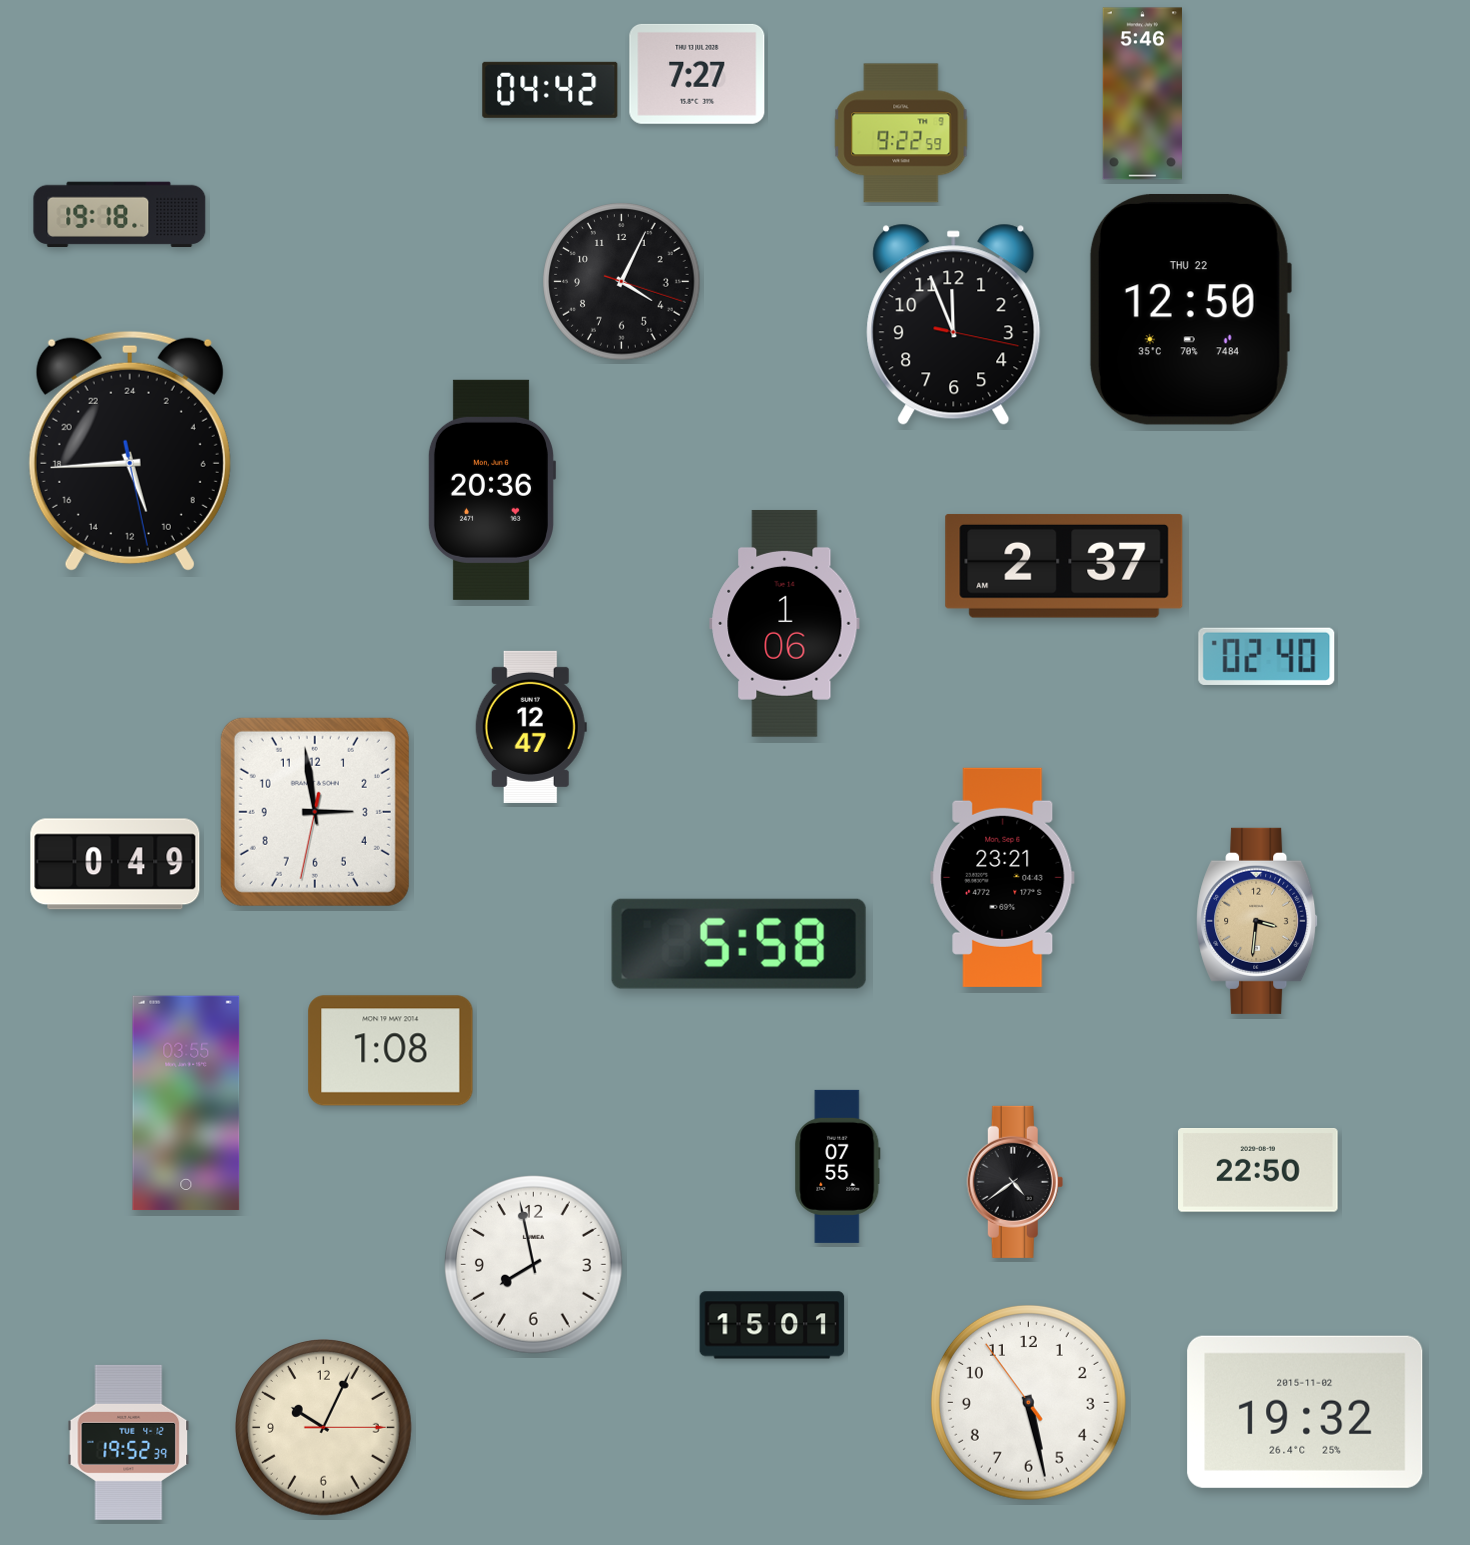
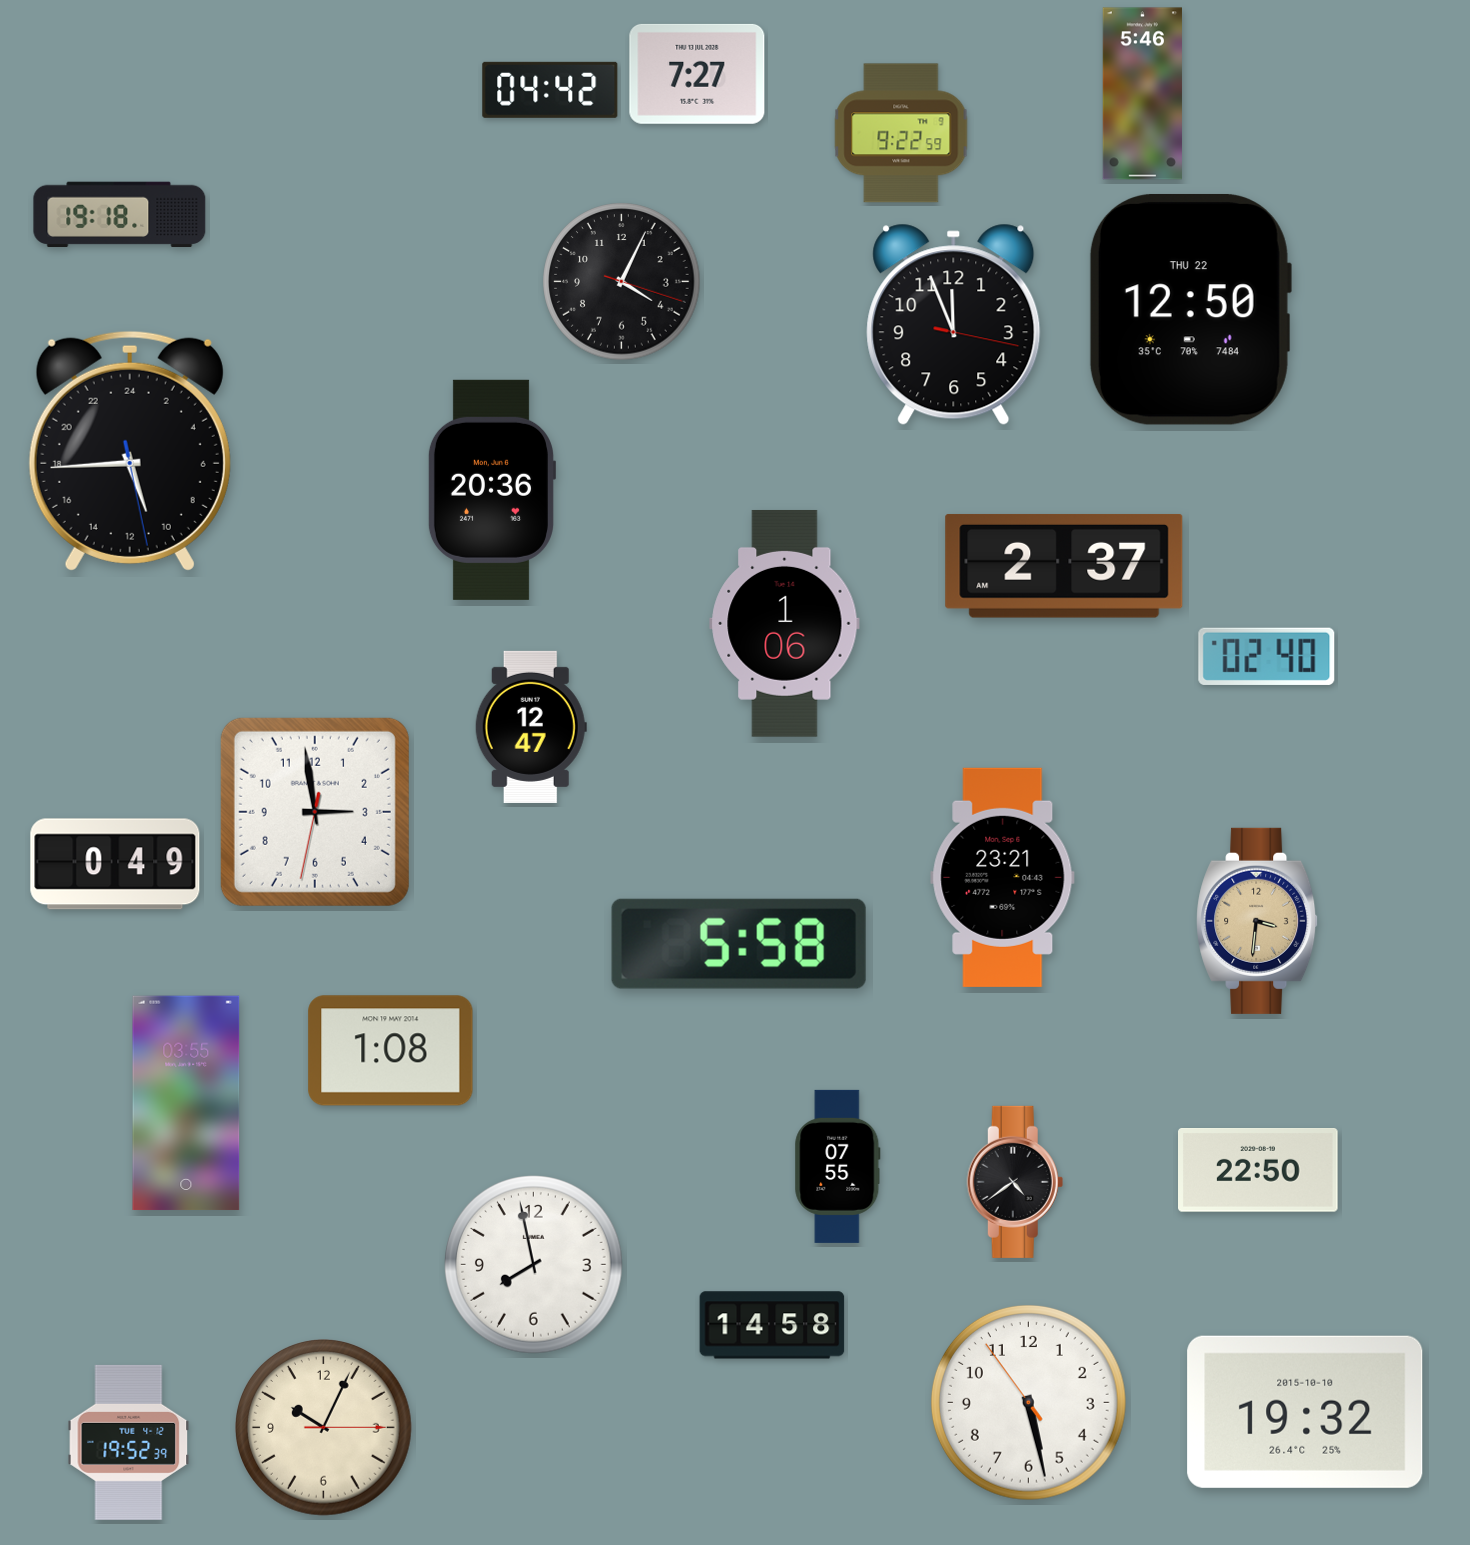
clock at (772, 1325): 15:01 -> 14:58
clock at (1305, 1412) date: 2015-11-02 -> 2015-10-10
